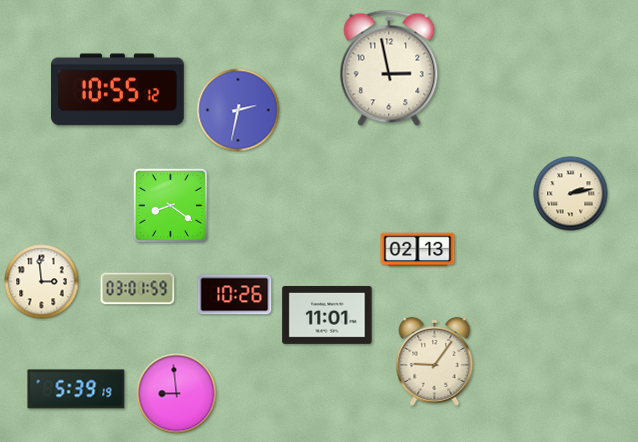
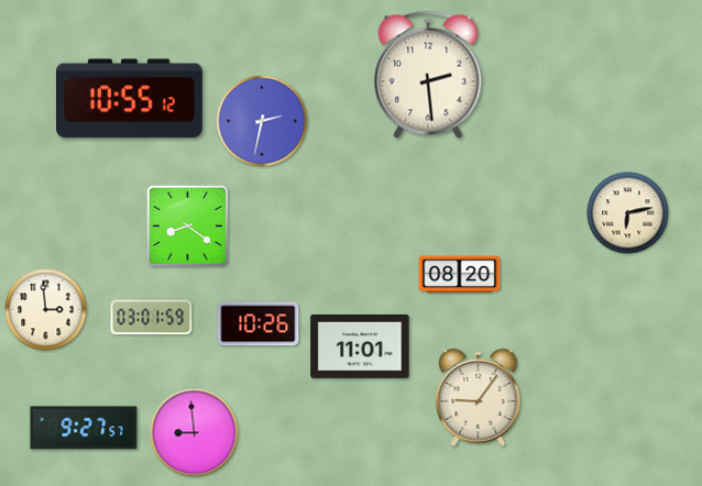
clock at (389, 68): 2:58 -> 2:29
clock at (571, 194): 2:13 -> 6:13
clock at (418, 250): 02:13 -> 08:20
clock at (76, 389): 5:39 -> 9:27
